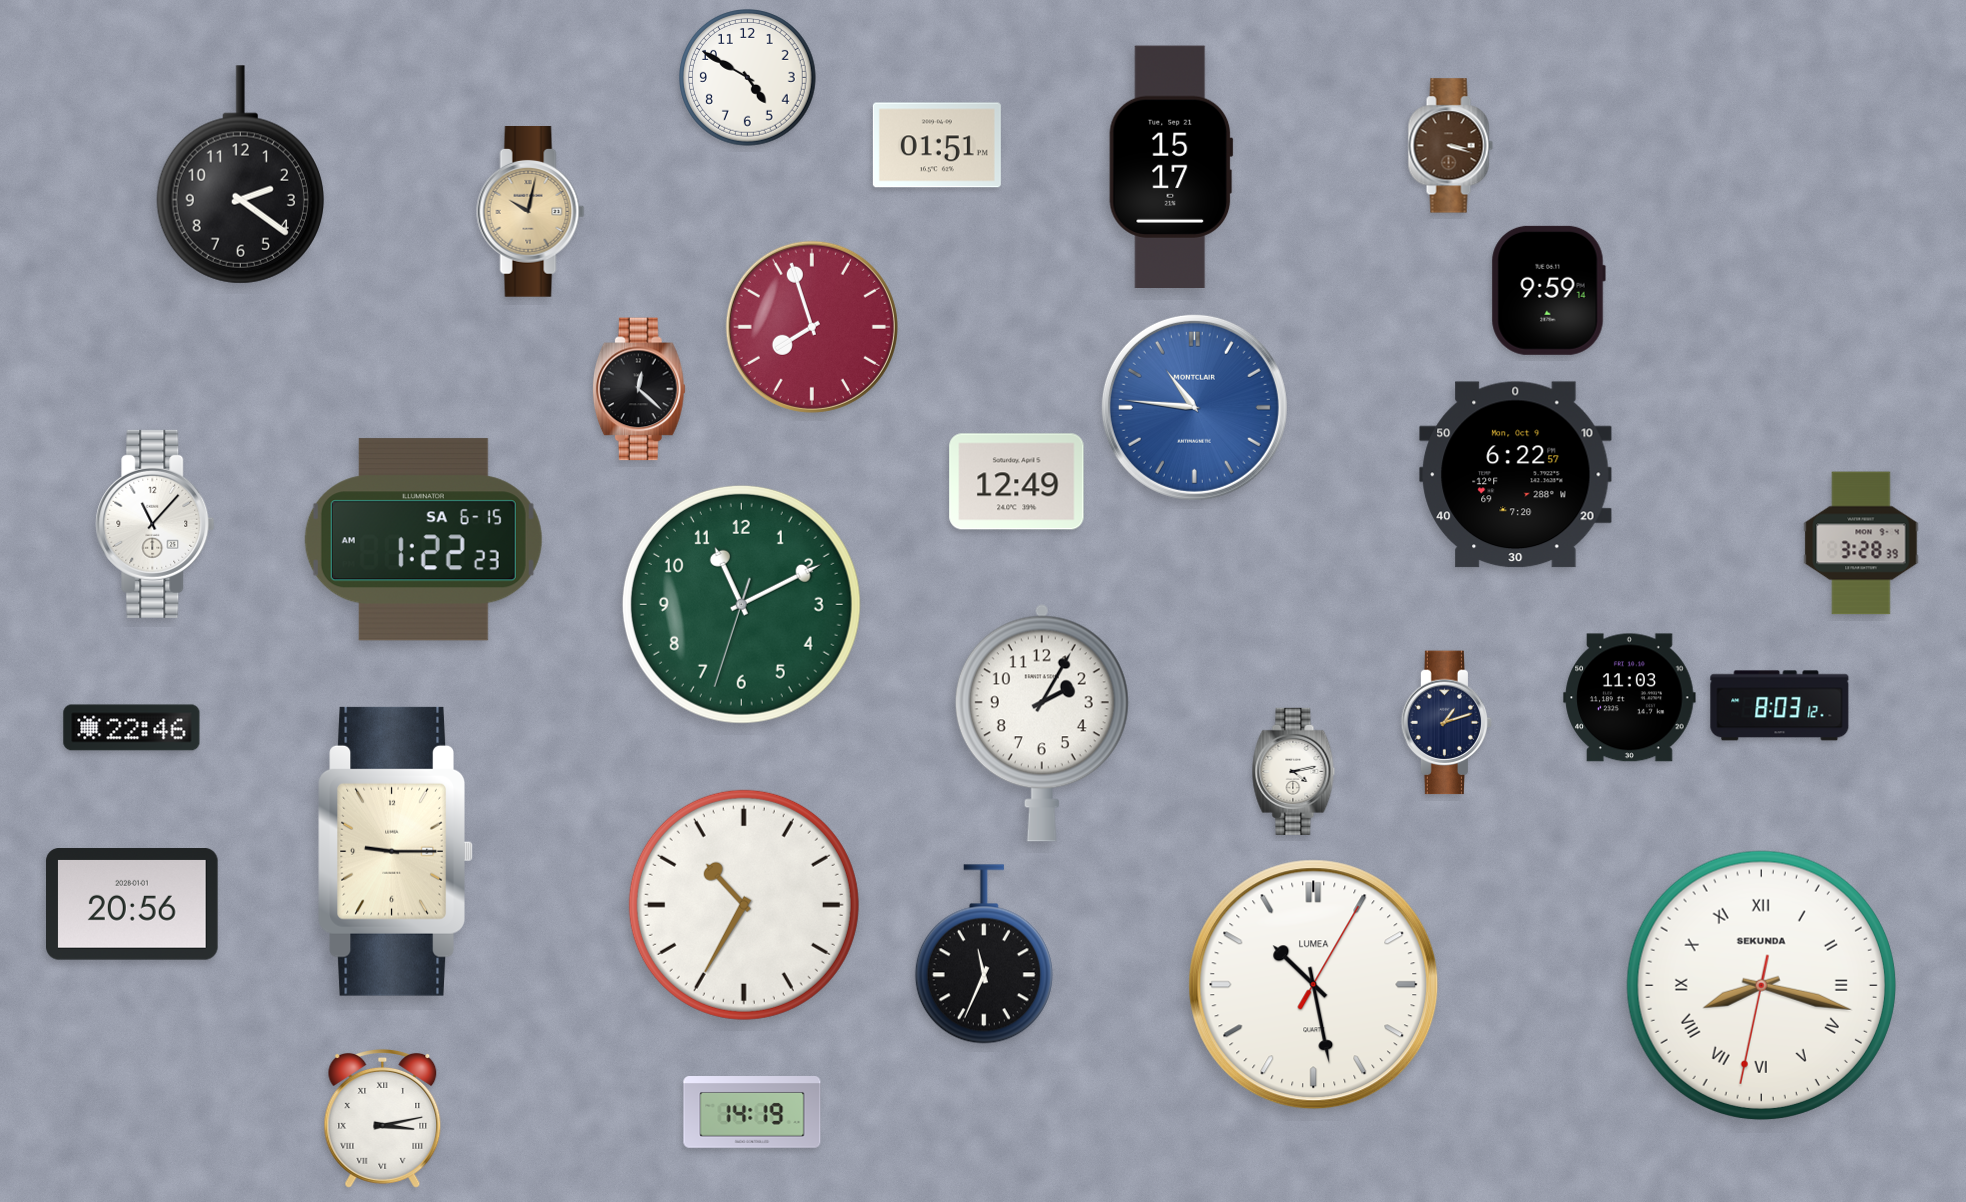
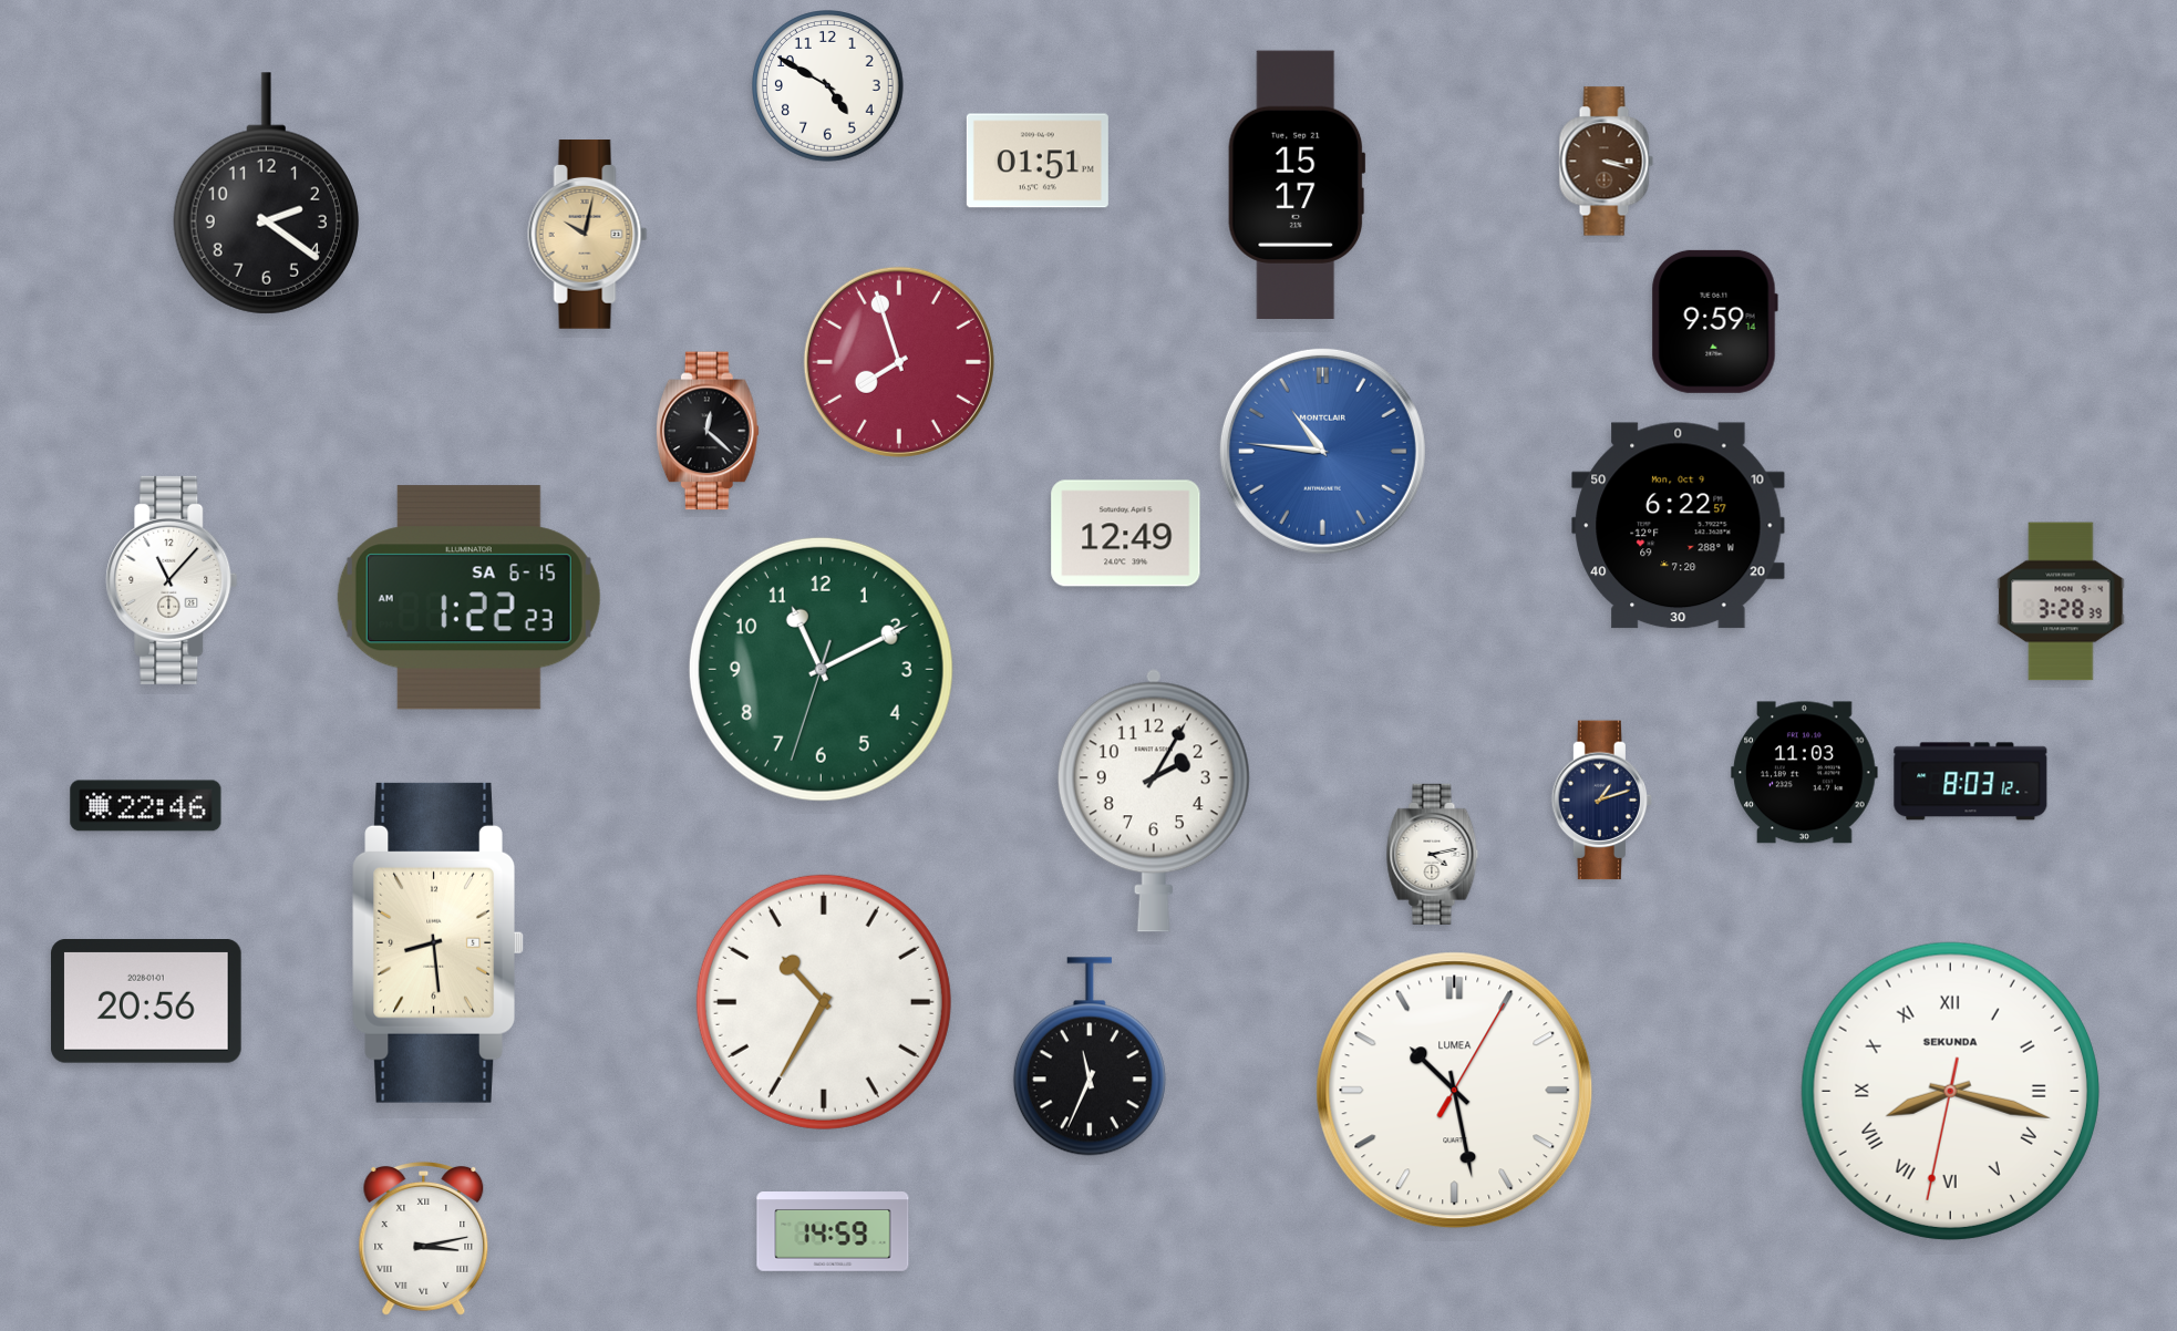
clock at (396, 851): 9:15 -> 8:29
clock at (752, 1113): 14:19 -> 14:59
